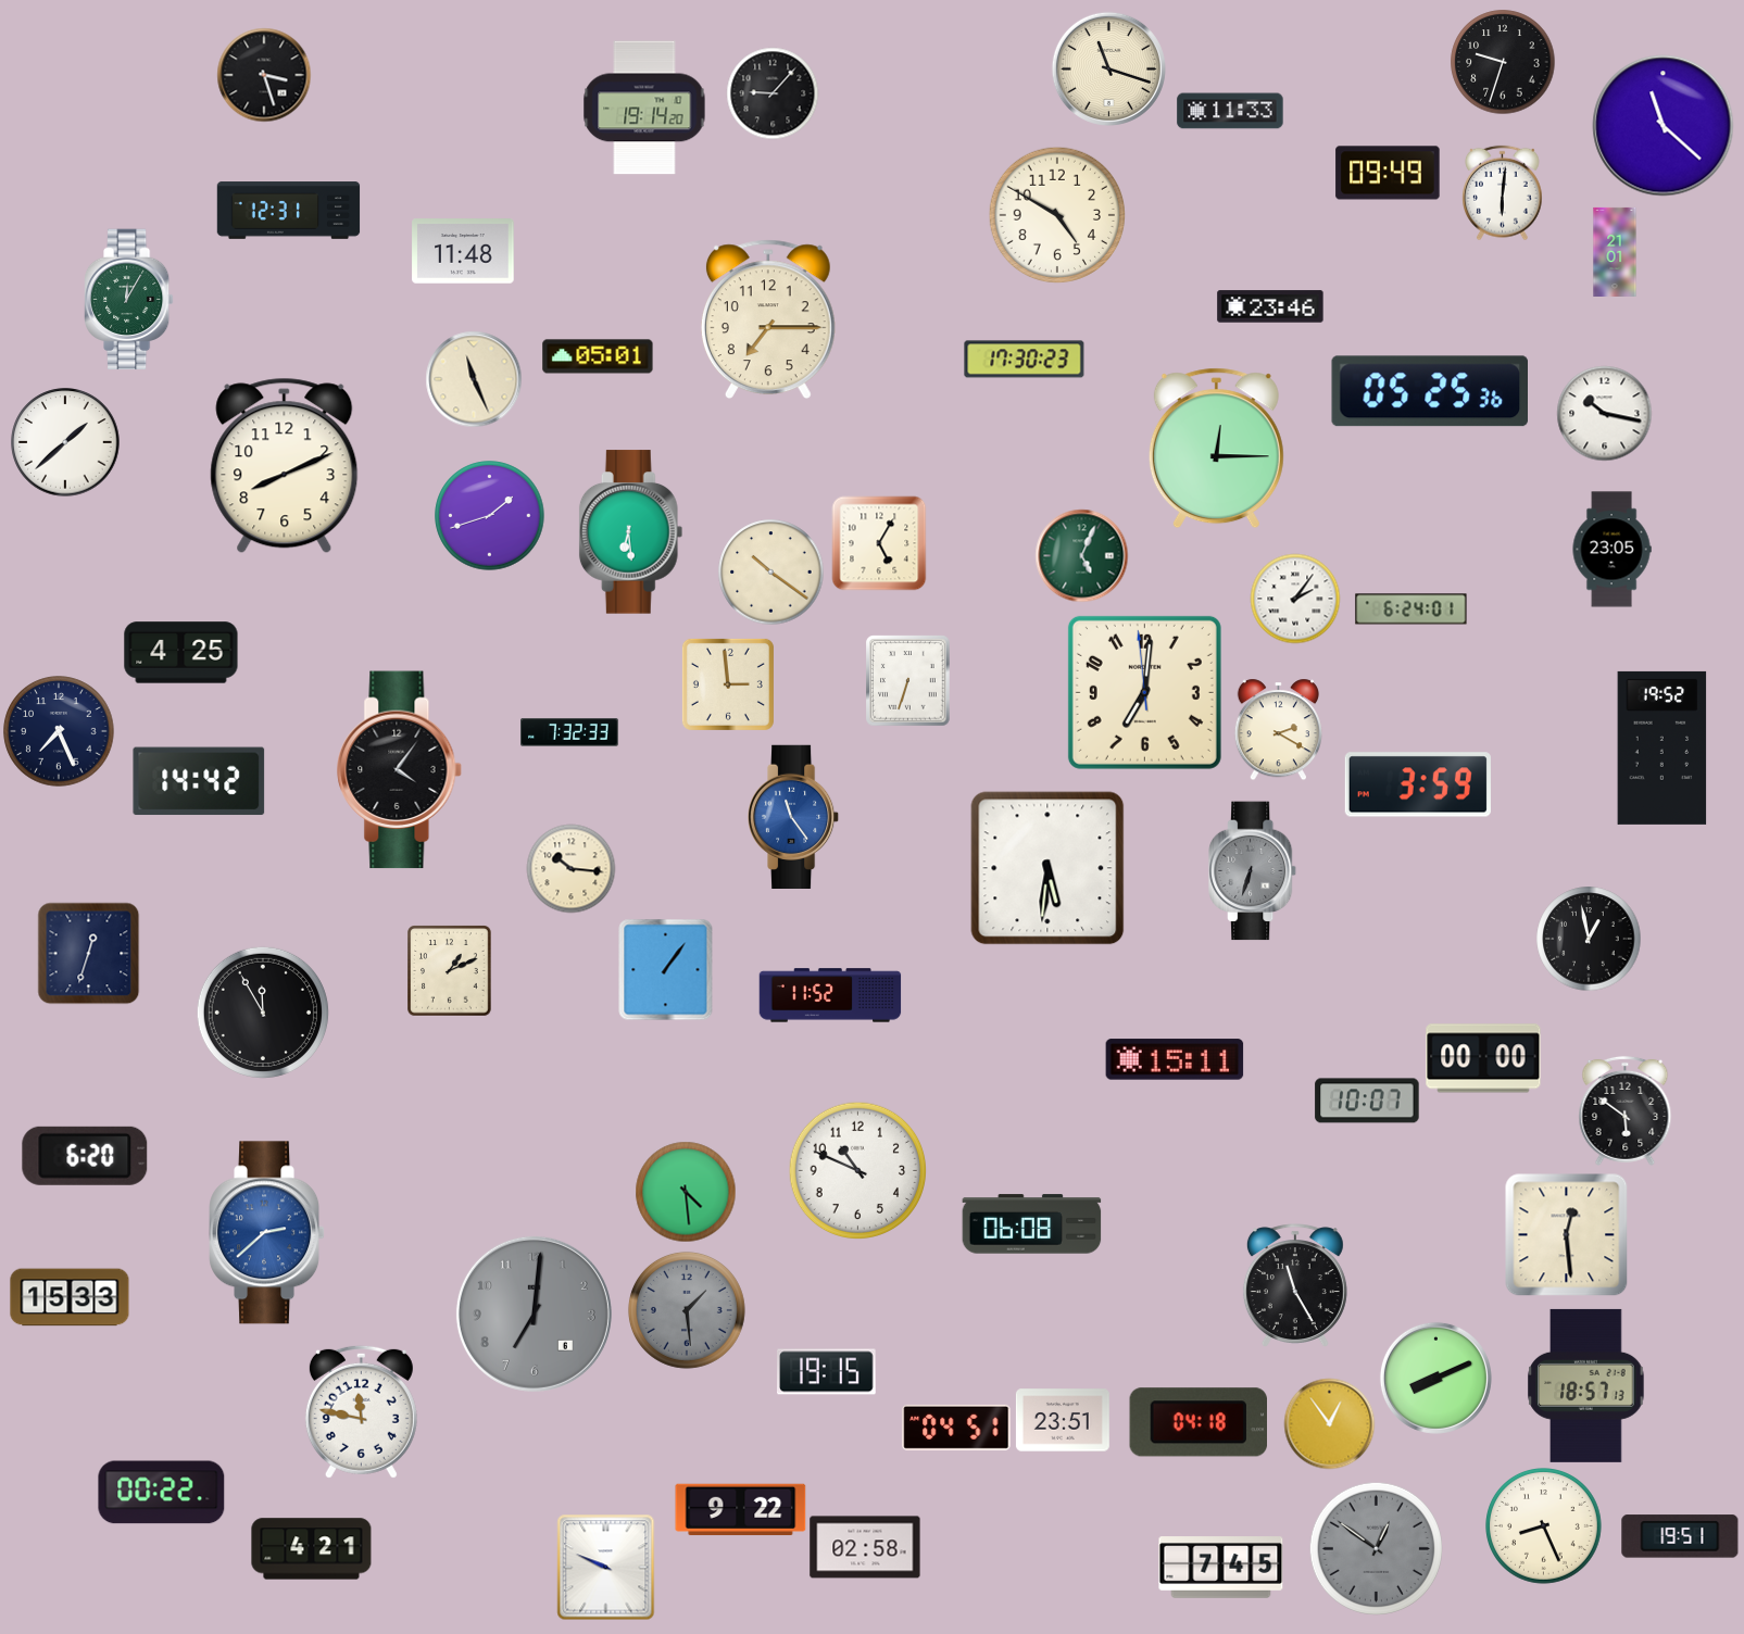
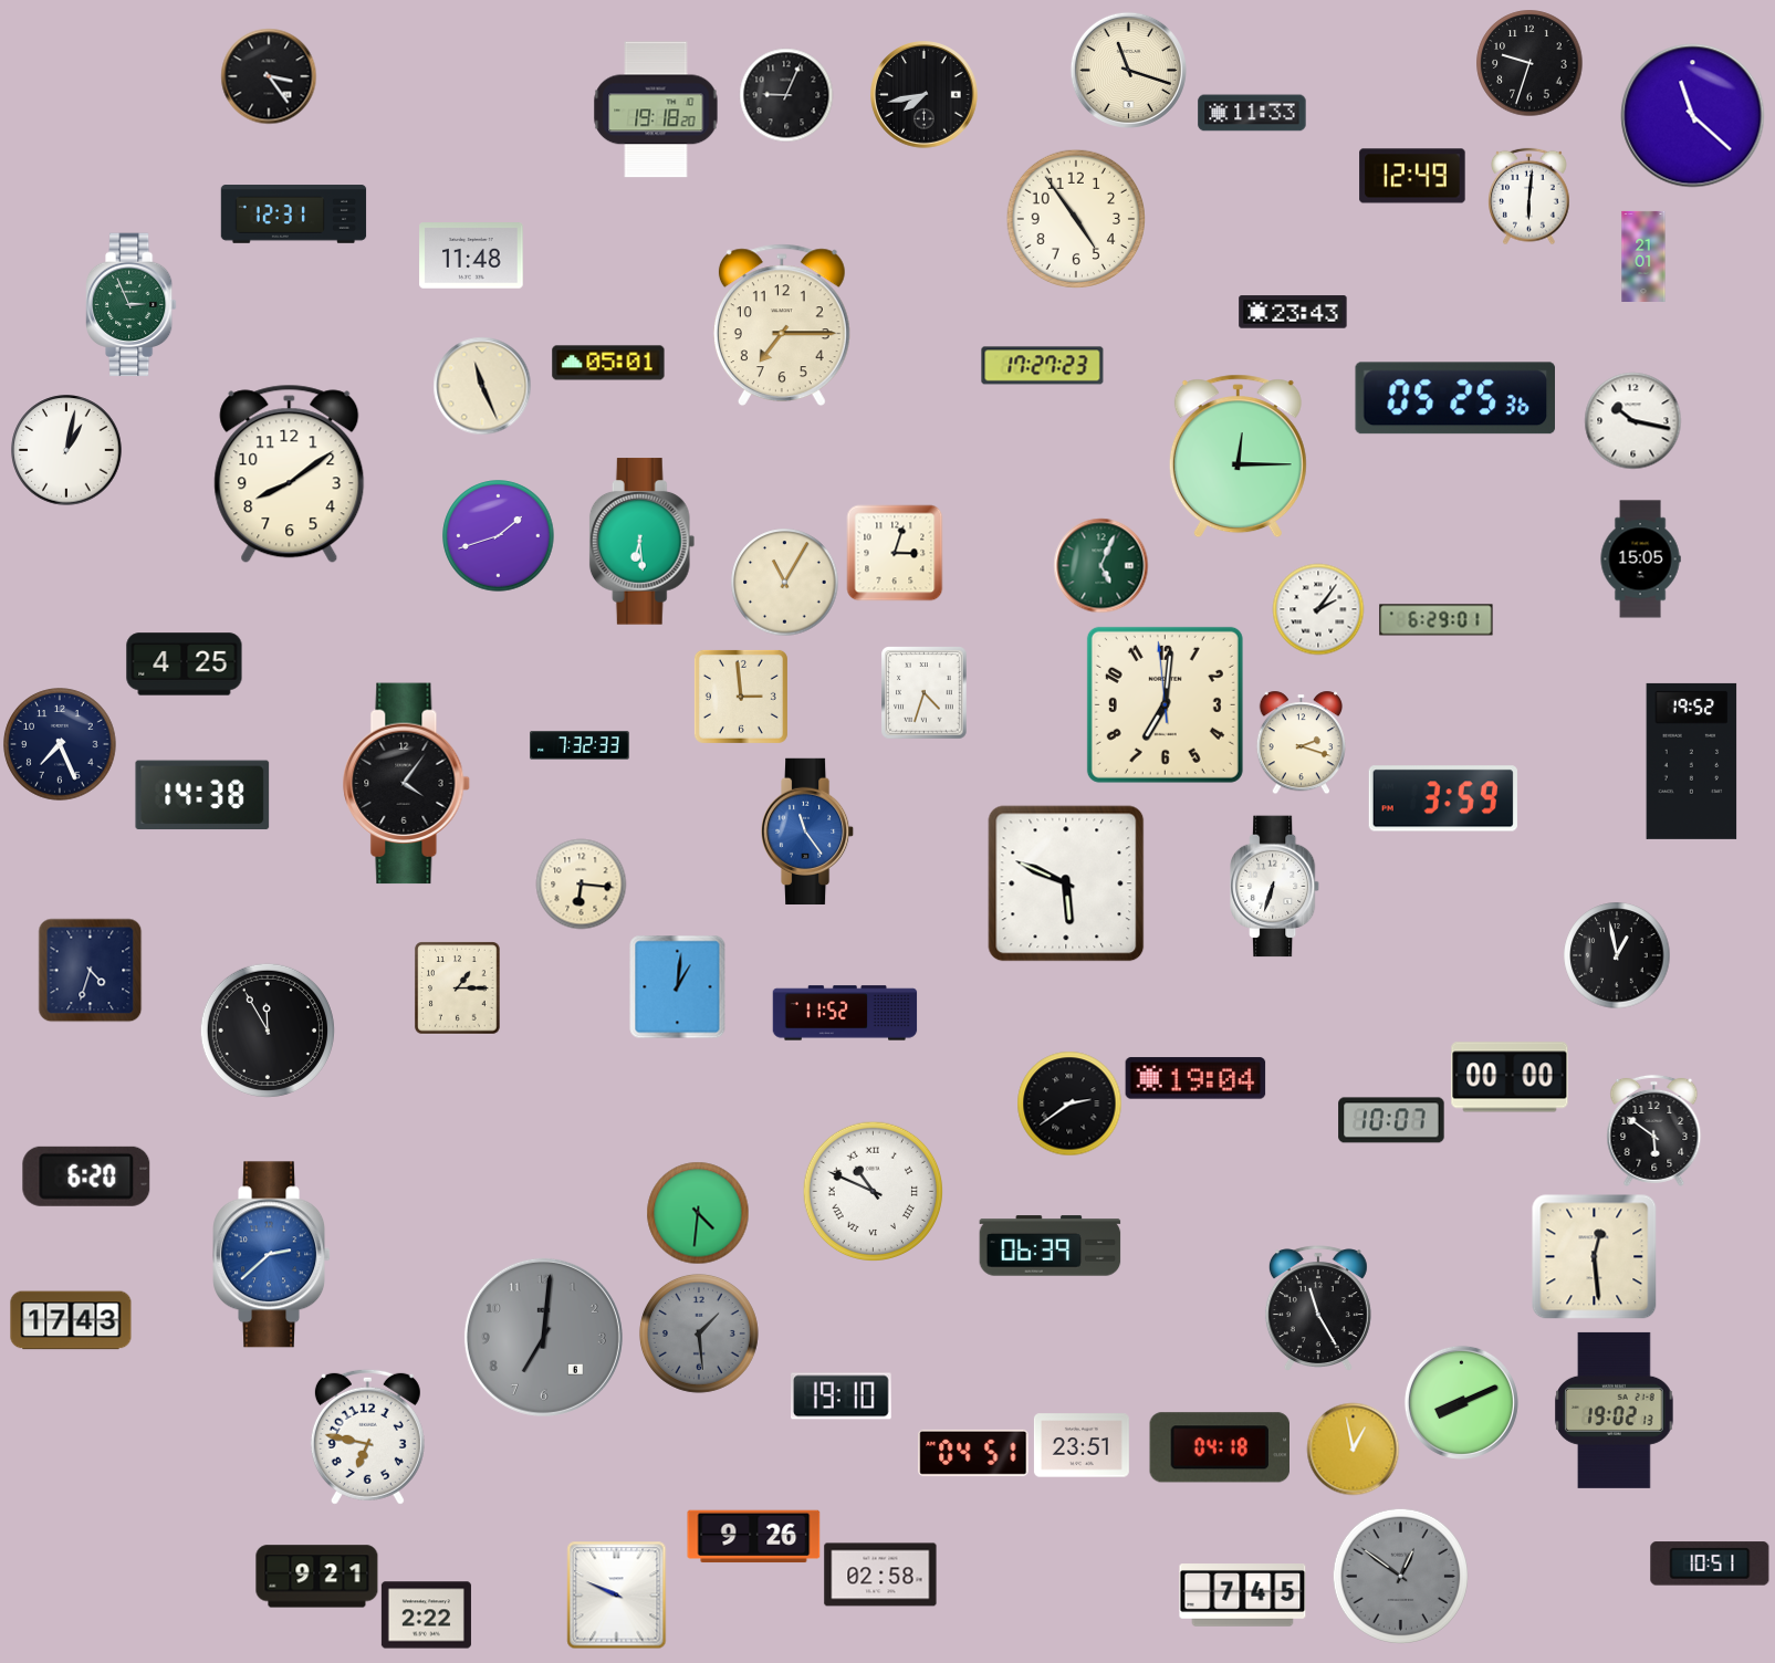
clock at (264, 75): 3:27 -> 3:24
clock at (773, 93): 9:07 -> 9:04
clock at (925, 95): none -> 7:43
clock at (644, 108): 19:14 -> 19:18
clock at (1664, 126) position: (1664, 126) -> (1693, 116)
clock at (1388, 173): 09:49 -> 12:49
clock at (1056, 214): 4:50 -> 4:54
clock at (129, 300): 12:05 -> 2:56
clock at (1270, 306): 23:46 -> 23:43
clock at (1025, 360): 17:30 -> 17:27
clock at (65, 442): 1:38 -> 1:02
clock at (285, 466): 8:11 -> 8:09
clock at (490, 516) position: (490, 516) -> (499, 536)
clock at (879, 543): 5:05 -> 3:03
clock at (1611, 550): 23:05 -> 15:05
clock at (771, 573): 10:21 -> 11:05
clock at (1411, 609): 6:24 -> 6:29
clock at (908, 680): 6:33 -> 4:33
clock at (1278, 729): 2:20 -> 2:18
clock at (199, 781): 14:42 -> 14:38
clock at (570, 868): 10:16 -> 6:16
clock at (1047, 868): 5:31 -> 5:49
clock at (1254, 871) dial: grey -> white
clock at (88, 953): 12:33 -> 4:33
clock at (666, 969): 1:06 -> 1:01
clock at (450, 970): 1:11 -> 1:15
clock at (1175, 1059): 15:11 -> 19:04
clock at (1069, 1104): none -> 2:39
clock at (857, 1170) numerals: Arabic -> Roman
clock at (686, 1192): 4:29 -> 4:31
clock at (1032, 1224): 06:08 -> 06:39
clock at (70, 1297): 15:33 -> 17:43
clock at (827, 1372): 19:15 -> 19:10
clock at (1586, 1385): 18:57 -> 19:02
clock at (361, 1411): 11:47 -> 6:47
clock at (1329, 1423): 12:54 -> 12:58
clock at (162, 1493): 00:22 -> none
clock at (741, 1510): 9:22 -> 9:26
clock at (1544, 1526): 8:26 -> none
clock at (1680, 1536): 19:51 -> 10:51
clock at (312, 1549): 4:21 -> 9:21
clock at (426, 1615): none -> 2:22
